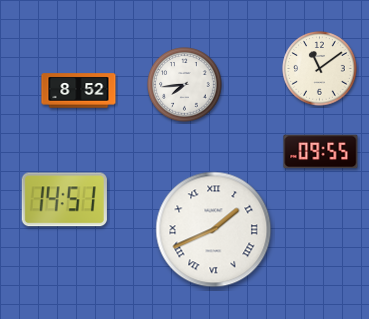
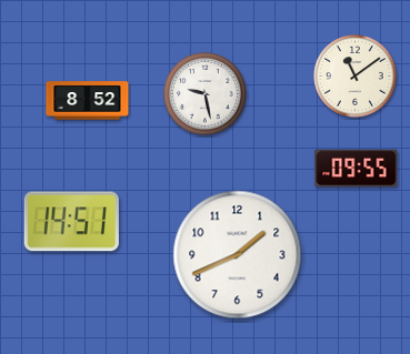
clock at (185, 85): 7:44 -> 9:28
clock at (214, 230) numerals: Roman -> Arabic
